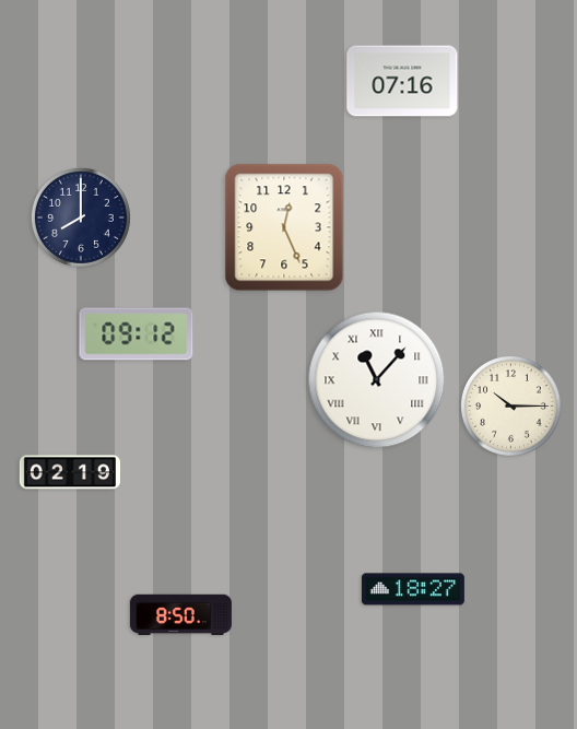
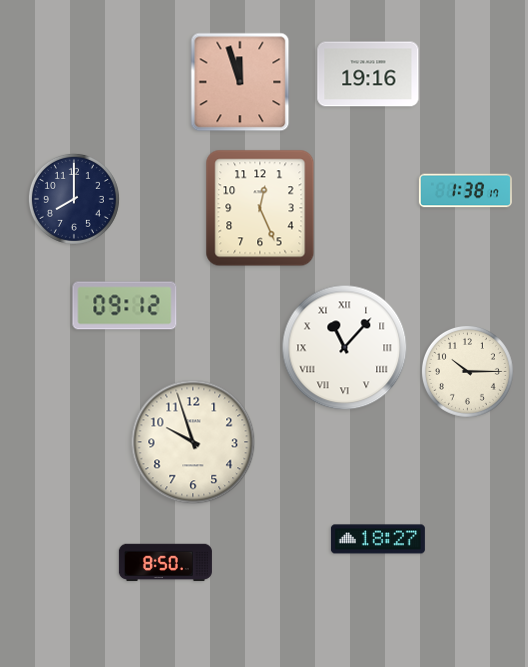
clock at (402, 81): 07:16 -> 19:16
clock at (240, 82): none -> 11:57
clock at (465, 191): none -> 1:38
clock at (70, 472): 02:19 -> none
clock at (193, 442): none -> 9:57
